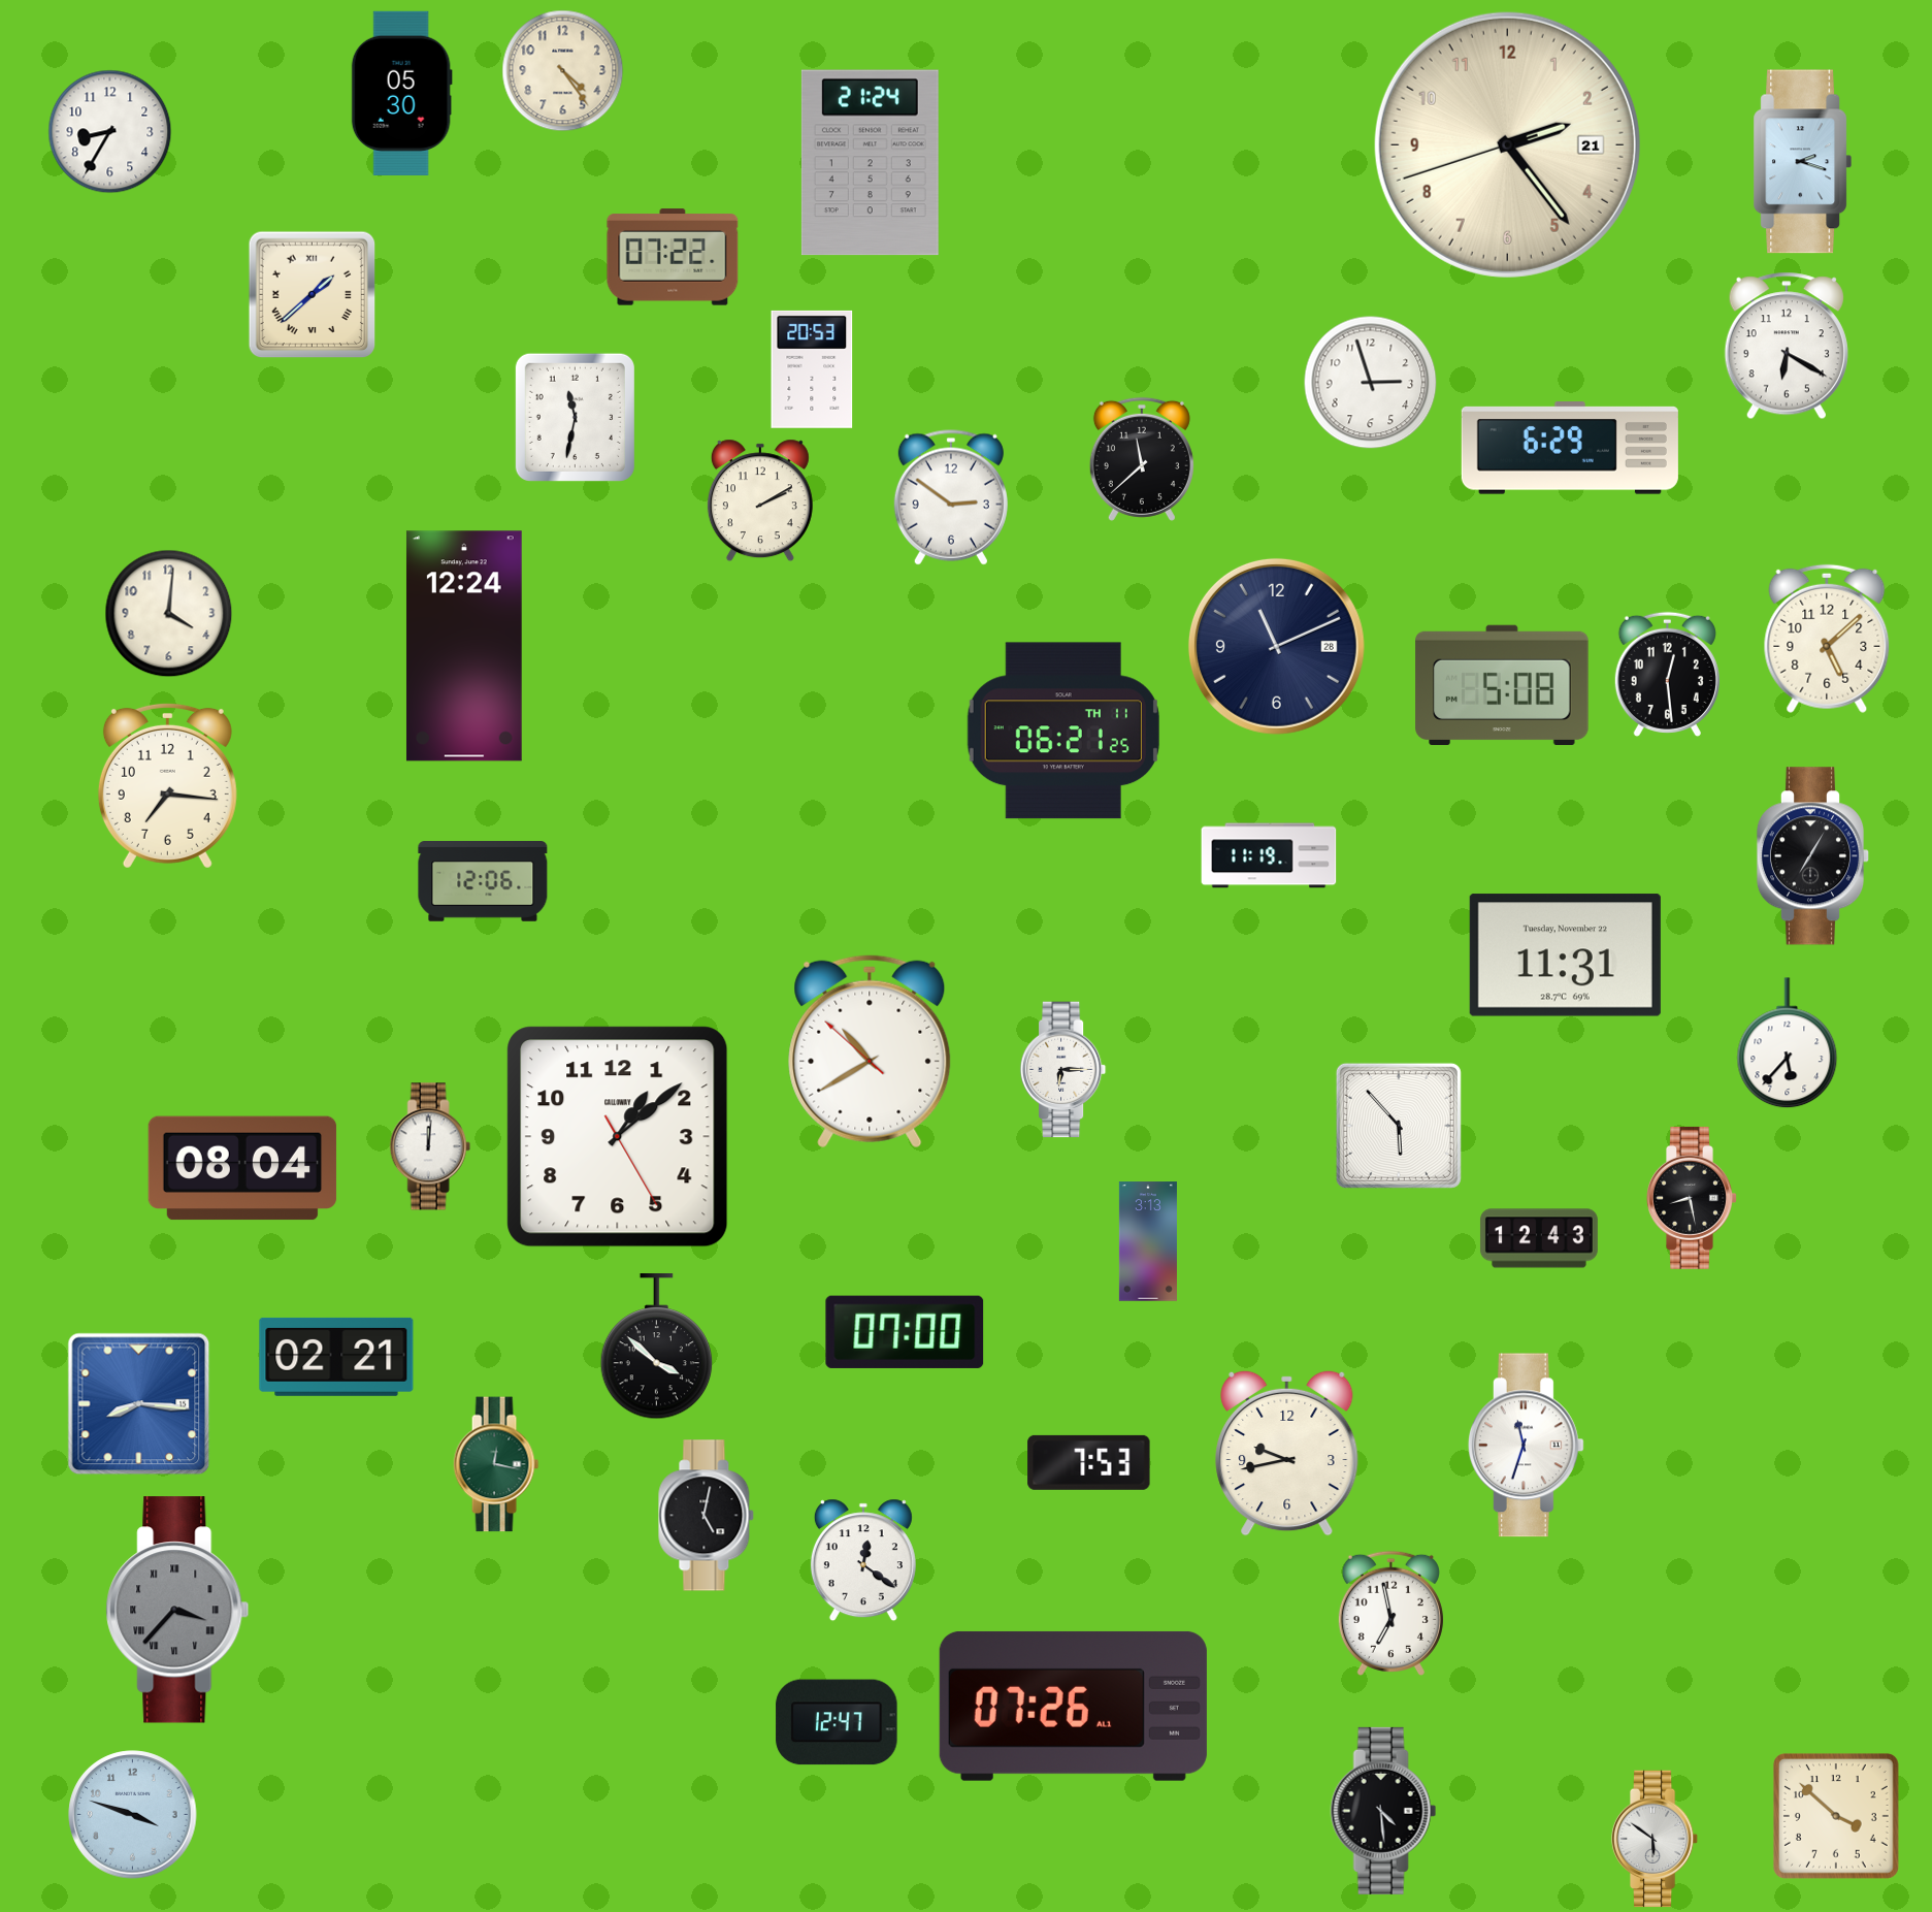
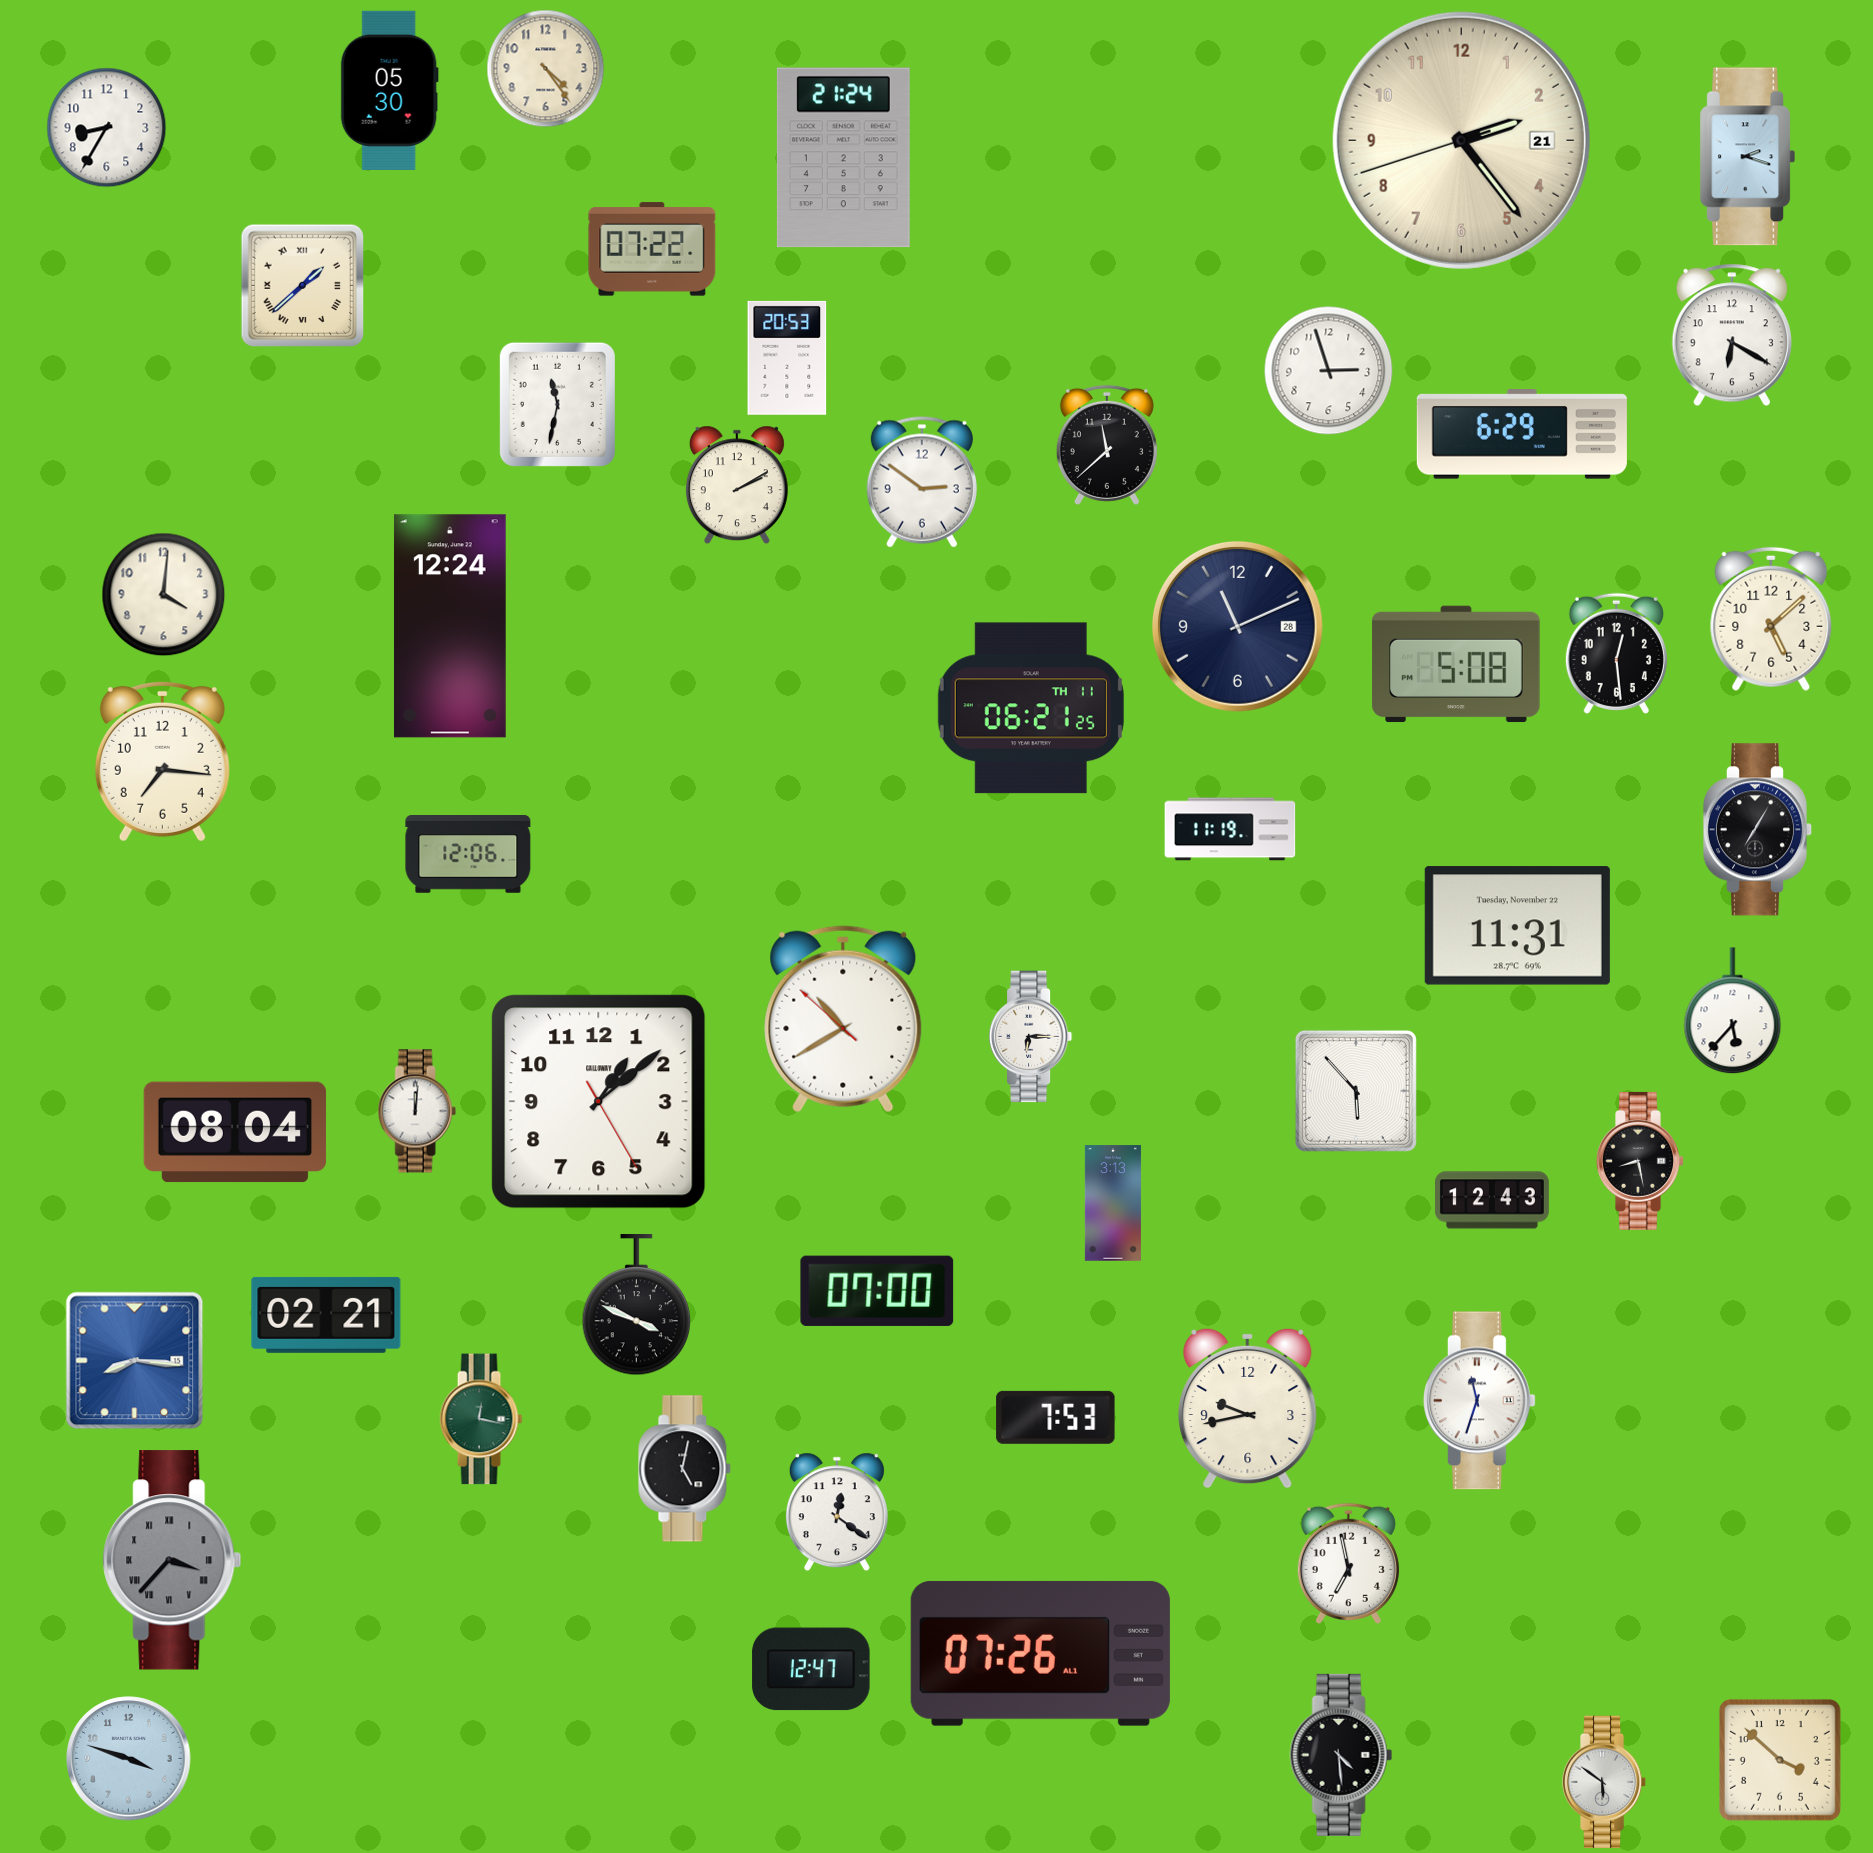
clock at (657, 1348): 3:52 -> 3:49
